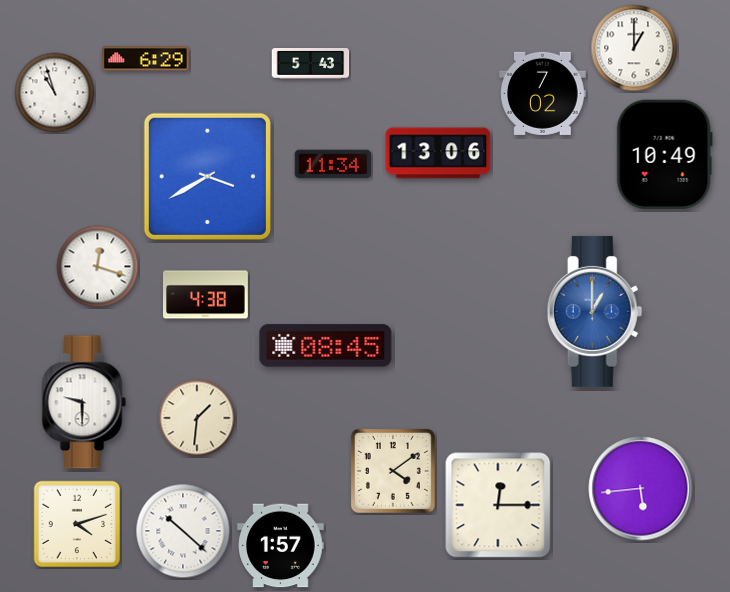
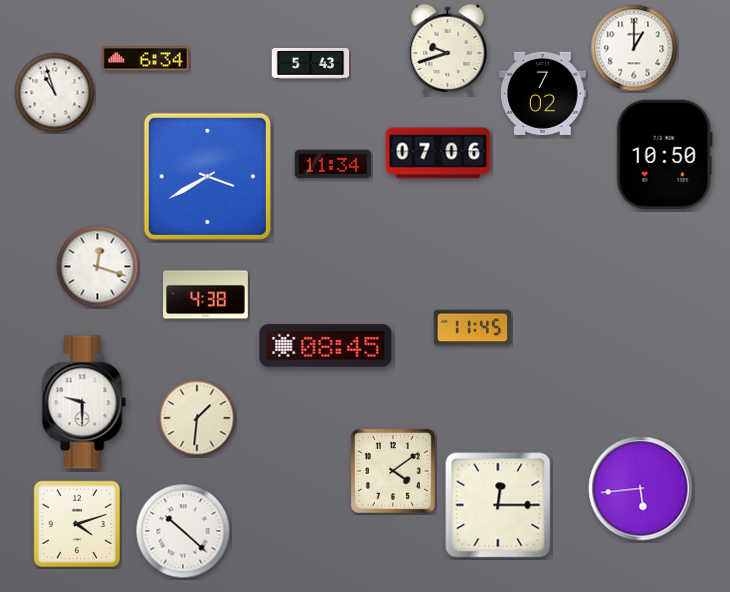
clock at (448, 49): none -> 9:42
clock at (146, 59): 6:29 -> 6:34
clock at (438, 153): 13:06 -> 07:06
clock at (664, 155): 10:49 -> 10:50
clock at (595, 311): 1:00 -> none
clock at (473, 328): none -> 11:45
clock at (281, 546): 1:57 -> none
